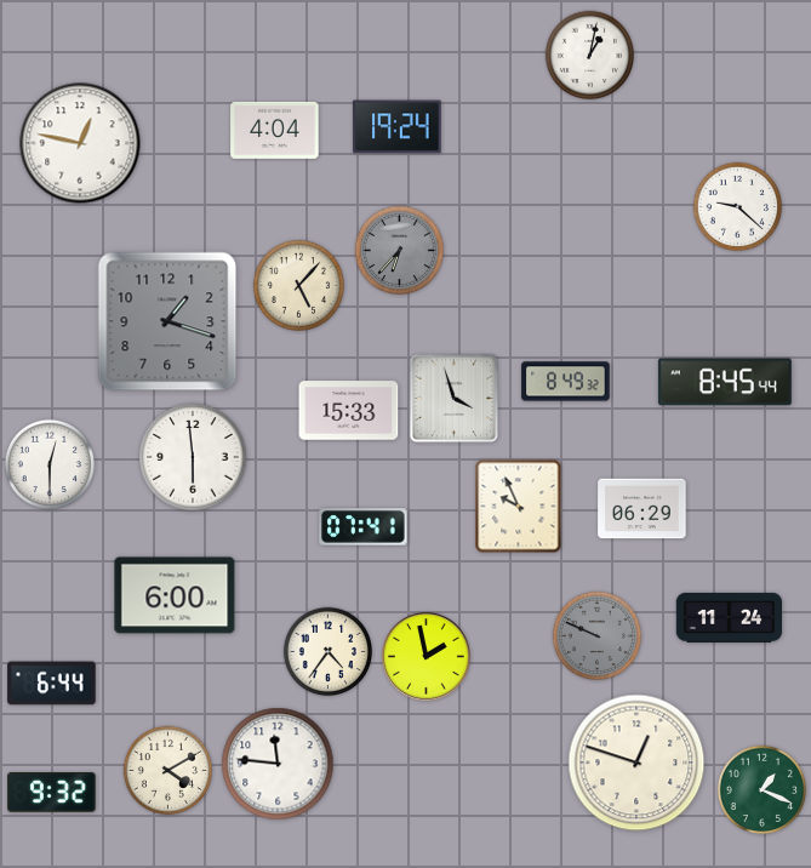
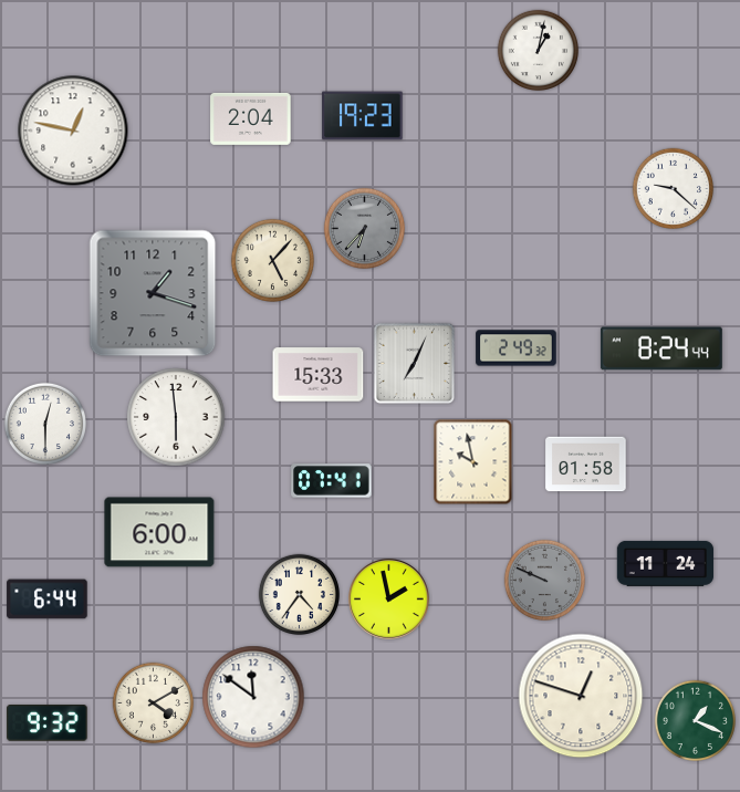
clock at (398, 127): 19:24 -> 19:23
clock at (275, 130): 4:04 -> 2:04
clock at (566, 382): 8:49 -> 2:49
clock at (725, 382): 8:45 -> 8:24
clock at (455, 399): 3:57 -> 7:04
clock at (519, 507): 9:56 -> 9:58
clock at (642, 509): 06:29 -> 01:58
clock at (175, 595) position: (175, 595) -> (159, 532)
clock at (52, 684) position: (52, 684) -> (48, 600)
clock at (278, 764): 11:46 -> 11:51
